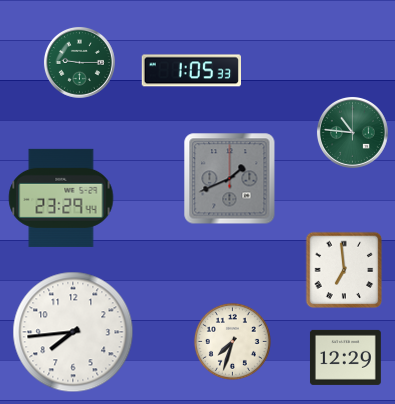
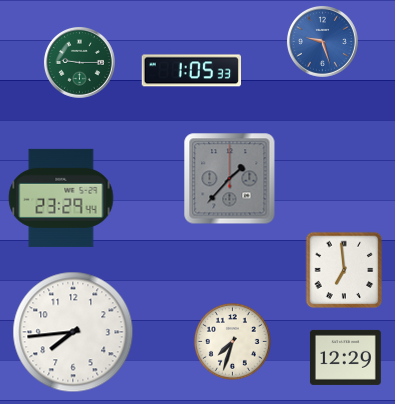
clock at (322, 41): none -> 9:27
clock at (352, 132): 10:46 -> none
clock at (230, 179): 1:41 -> 1:37
